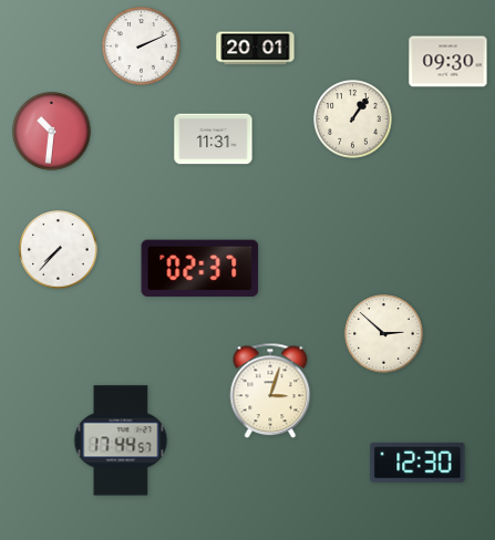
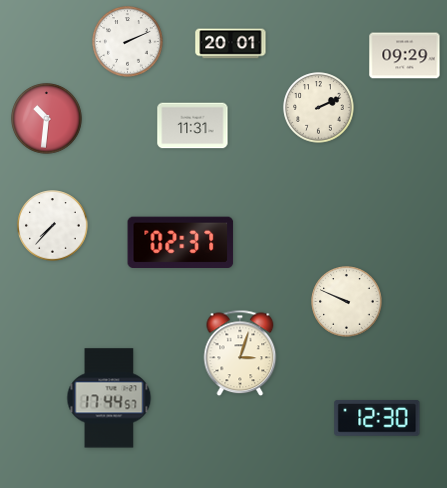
clock at (448, 62): 09:30 -> 09:29
clock at (353, 120): 1:06 -> 2:11
clock at (384, 334): 2:52 -> 9:49
clock at (270, 391) position: (270, 391) -> (240, 353)
